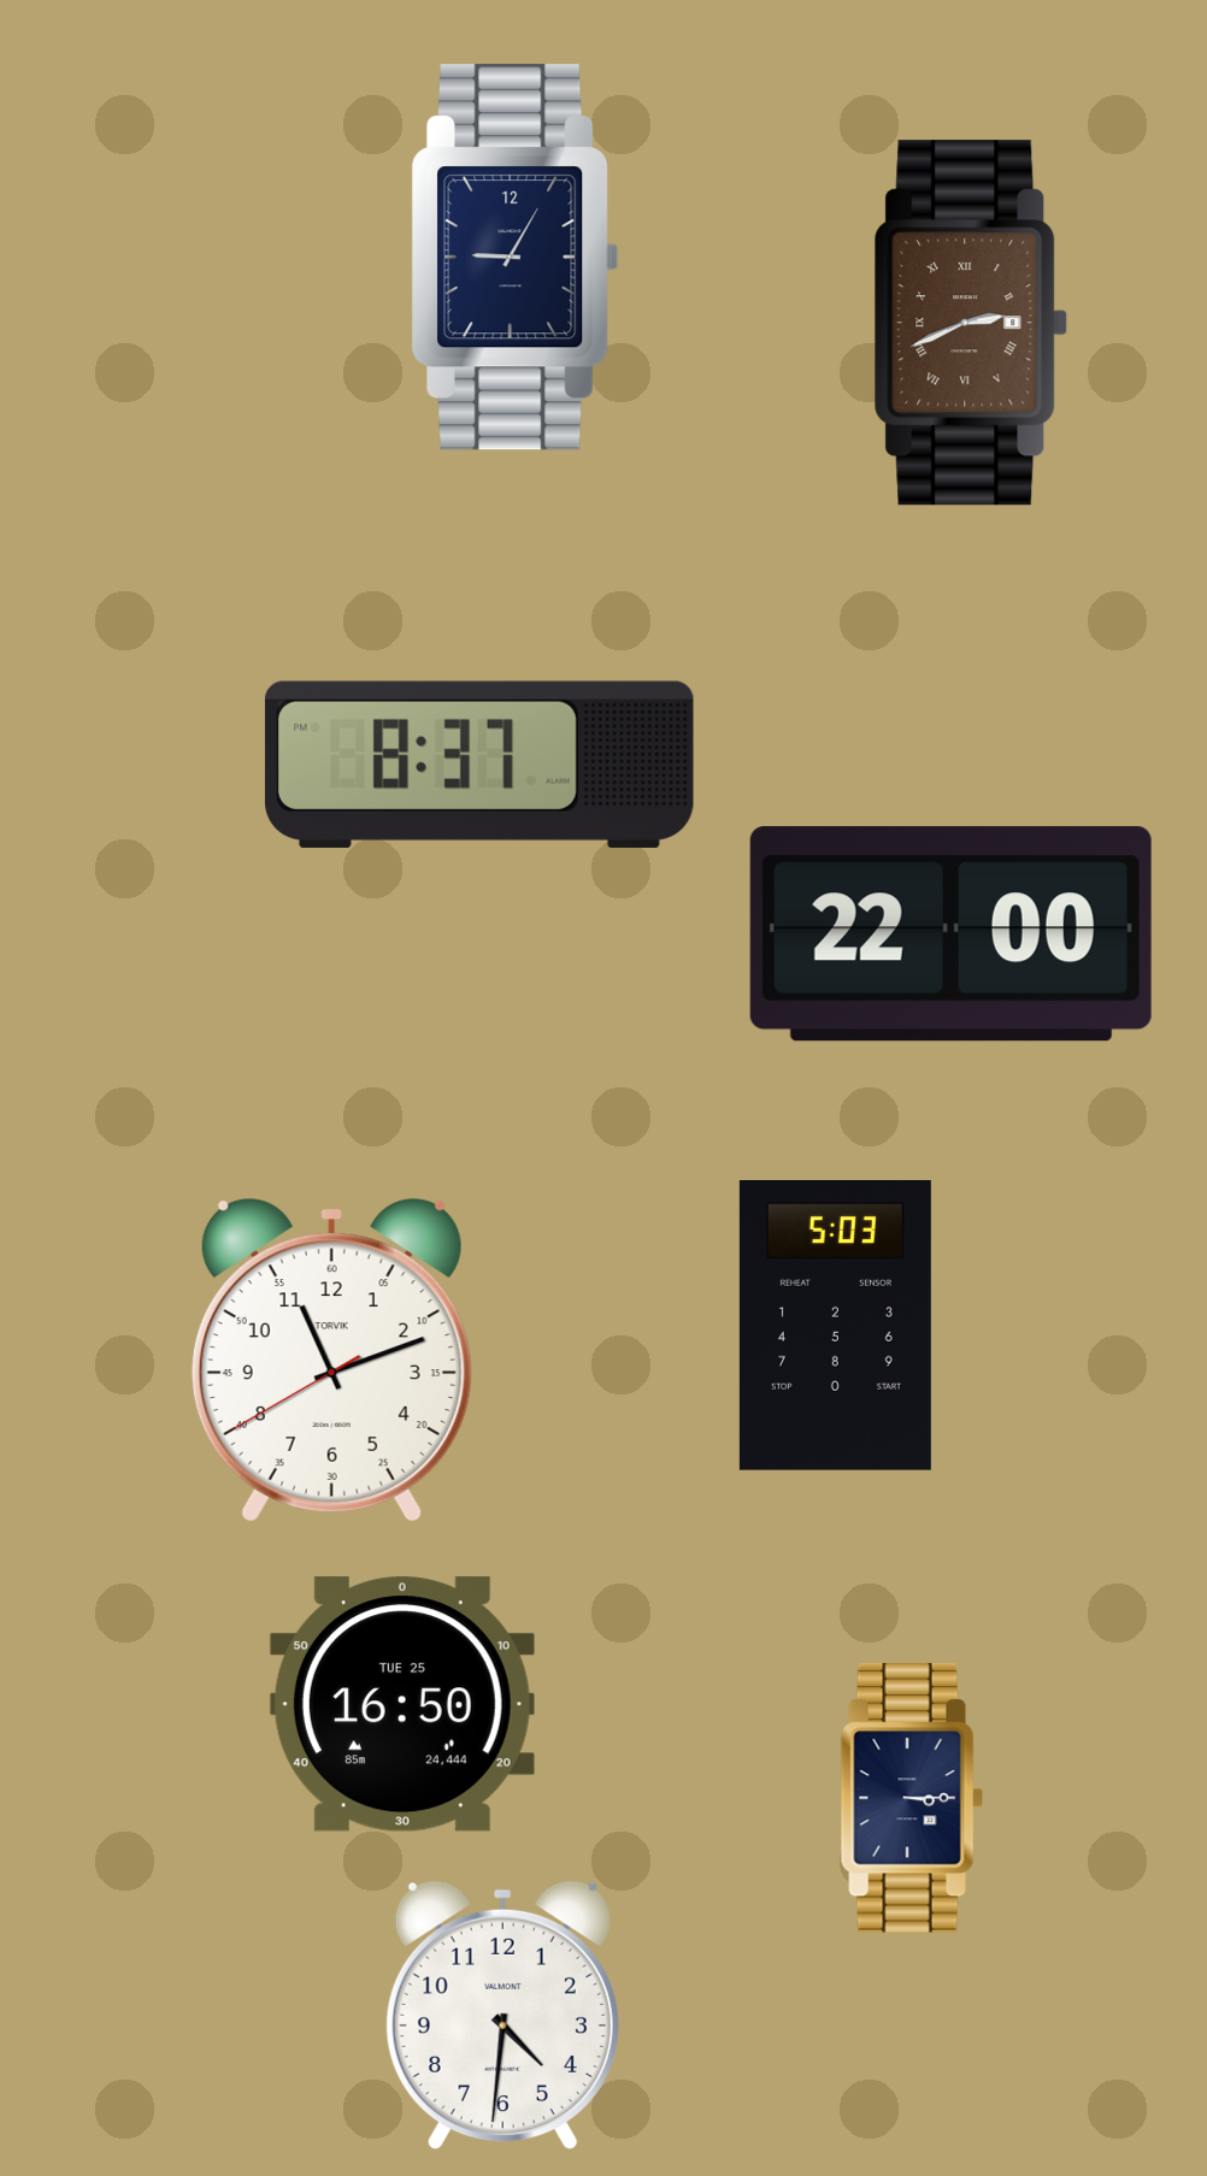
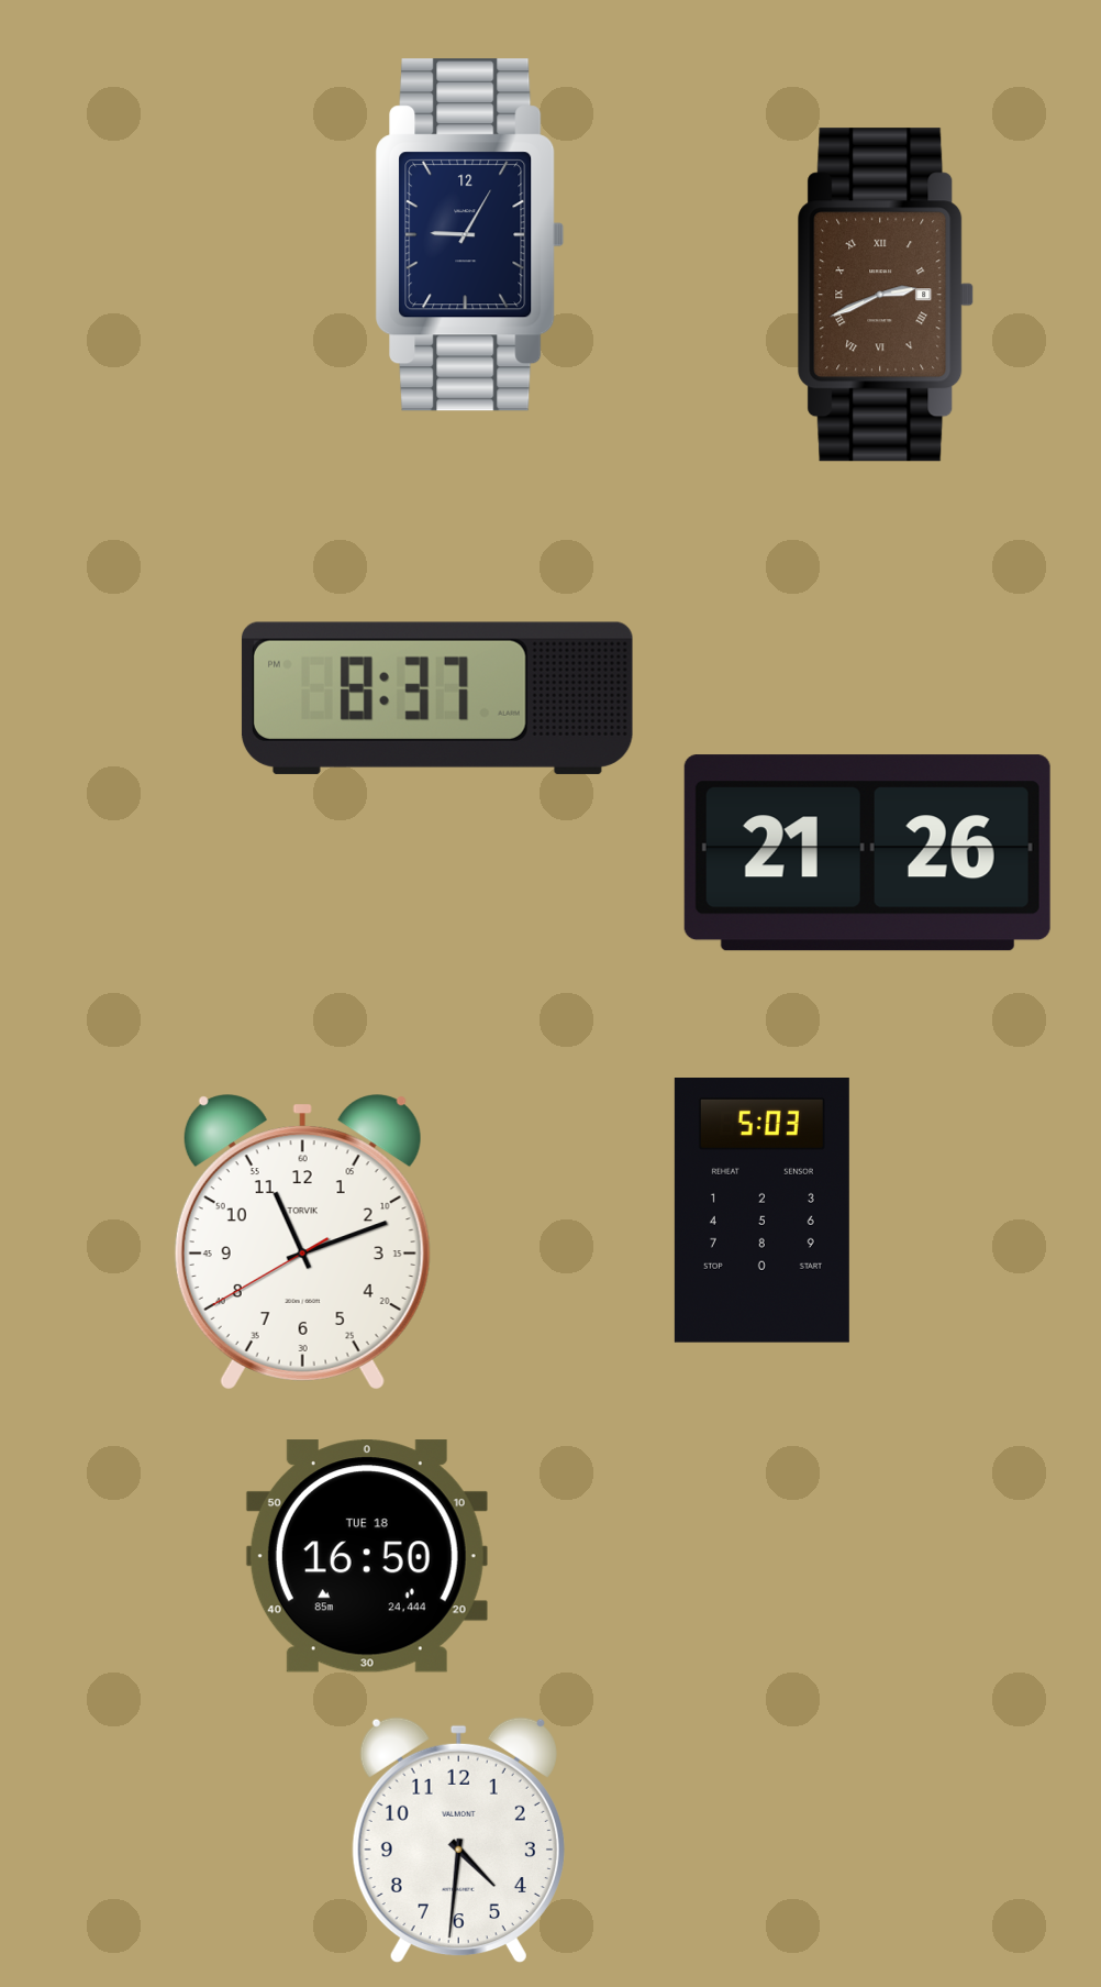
clock at (950, 934): 22:00 -> 21:26
clock at (402, 1704) date: TUE 25 -> TUE 18
clock at (912, 1798): 3:15 -> none
